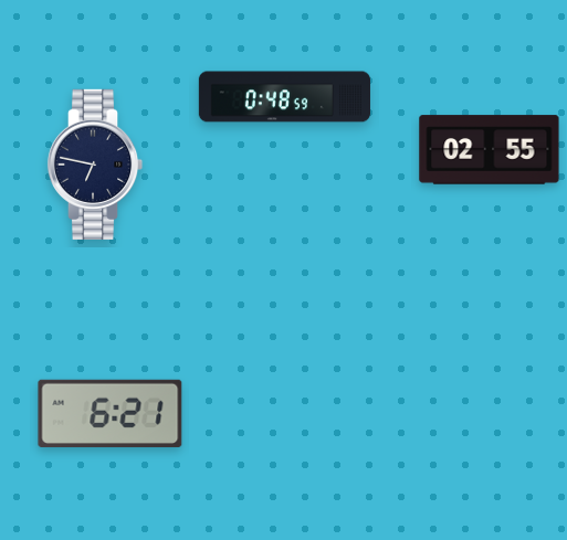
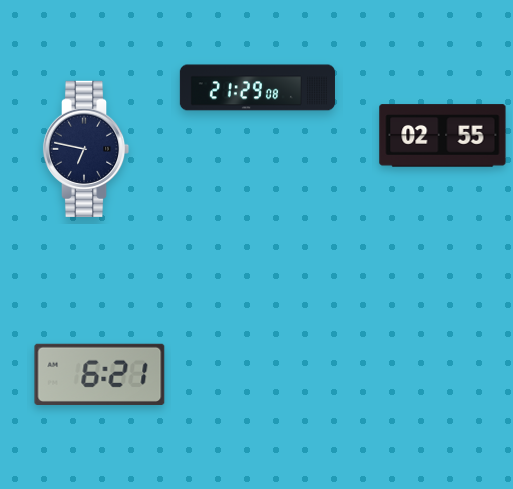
clock at (284, 97): 0:48 -> 21:29
